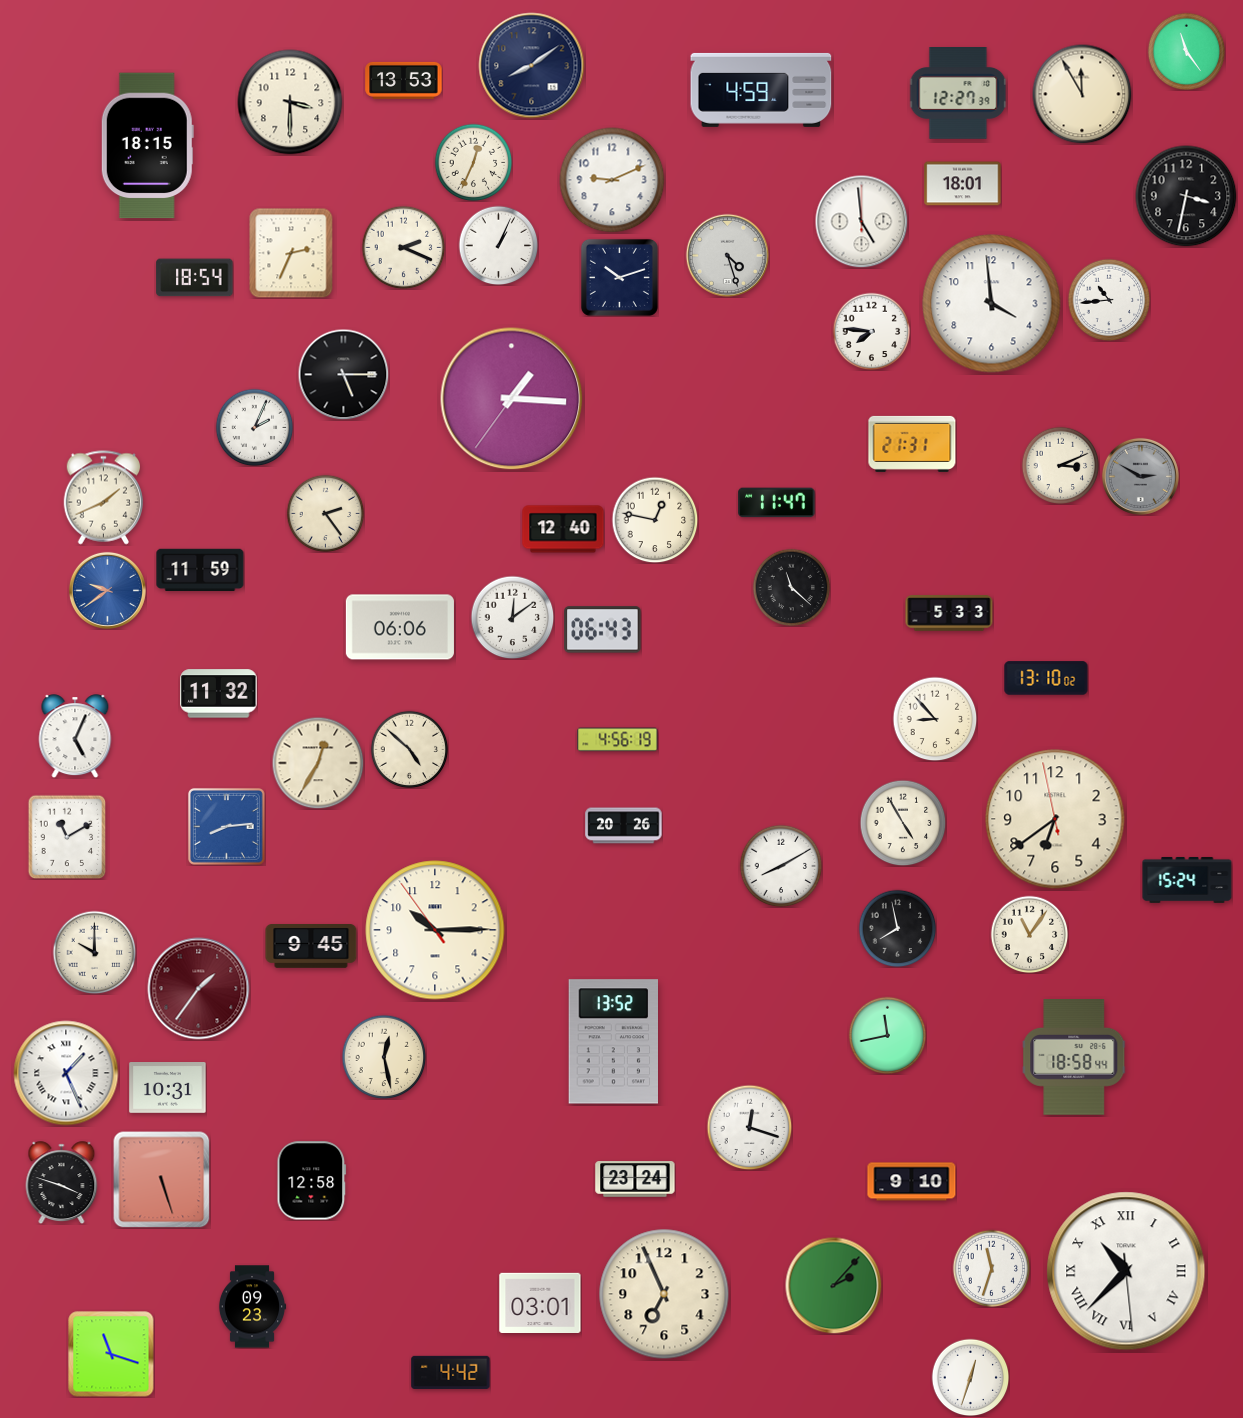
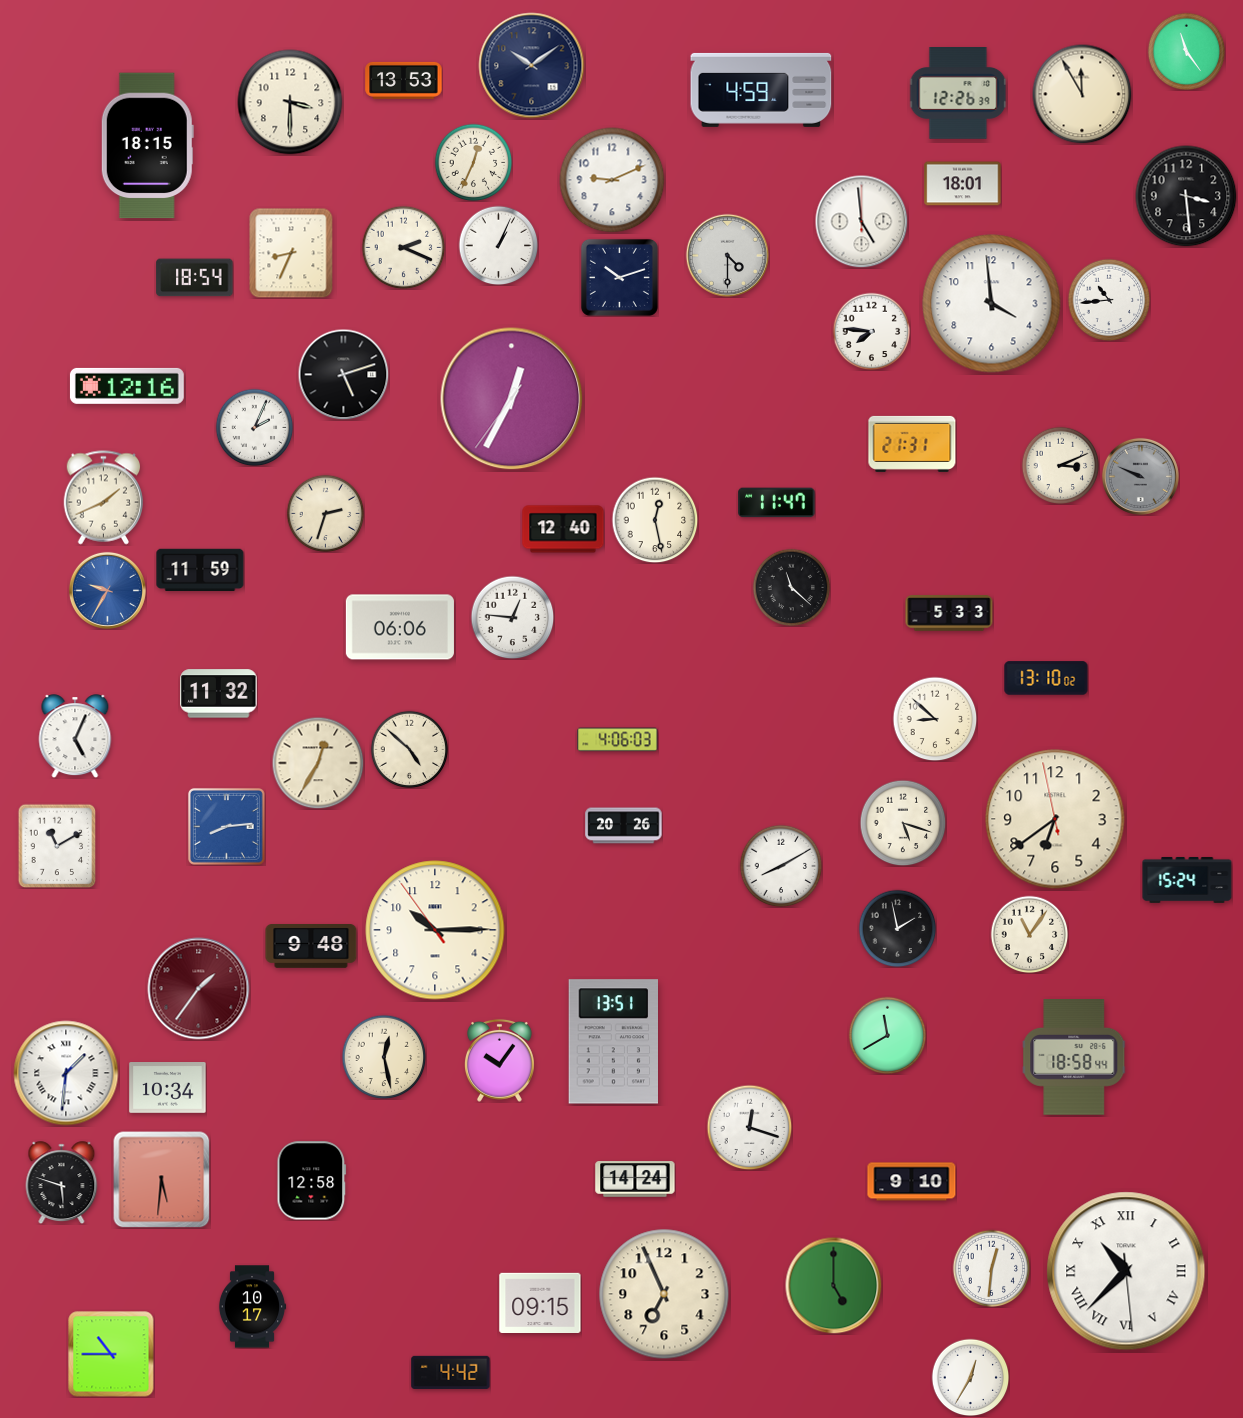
clock at (532, 66): 8:09 -> 10:09
clock at (958, 94): 12:27 -> 12:26
clock at (1186, 196): 3:32 -> 3:29
clock at (291, 253): 2:34 -> 8:34
clock at (727, 255): 4:27 -> 4:30
clock at (343, 374): 5:15 -> 5:12
clock at (127, 386): none -> 12:16
clock at (512, 399): 1:15 -> 12:34
clock at (1140, 476): 2:50 -> 9:49
clock at (325, 513): 2:24 -> 2:33
clock at (655, 520): 12:47 -> 12:28
clock at (107, 590): 9:39 -> 9:35
clock at (512, 617): 12:09 -> 12:46
clock at (603, 630): 06:43 -> none
clock at (935, 719): 8:53 -> 8:52
clock at (618, 740): 4:56 -> 4:06
clock at (903, 823): 4:55 -> 5:18
clock at (67, 837) position: (67, 837) -> (57, 846)
clock at (897, 928): 7:58 -> 1:58
clock at (311, 947): 9:45 -> 9:48
clock at (94, 952): 10:00 -> none
clock at (887, 1035): 11:43 -> 11:40
clock at (613, 1042): 13:52 -> 13:51
clock at (499, 1060): none -> 10:06
clock at (66, 1073): 1:26 -> 1:31
clock at (168, 1088): 10:31 -> 10:34
clock at (635, 1179): 23:24 -> 14:24
clock at (162, 1180): 5:27 -> 5:31
clock at (62, 1183): 3:48 -> 5:48
clock at (991, 1268): 11:33 -> 12:31
clock at (834, 1286): 2:07 -> 5:00
clock at (540, 1302): 03:01 -> 09:15
clock at (252, 1307): 09:23 -> 10:17
clock at (111, 1354): 11:18 -> 10:45
clock at (970, 1377): 12:33 -> 12:35
